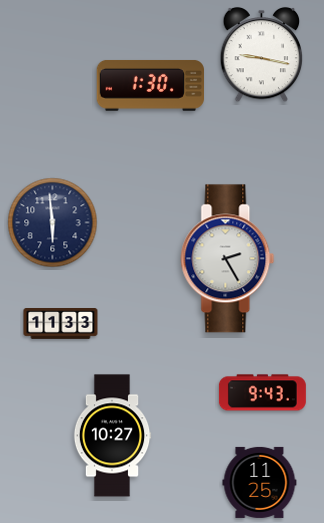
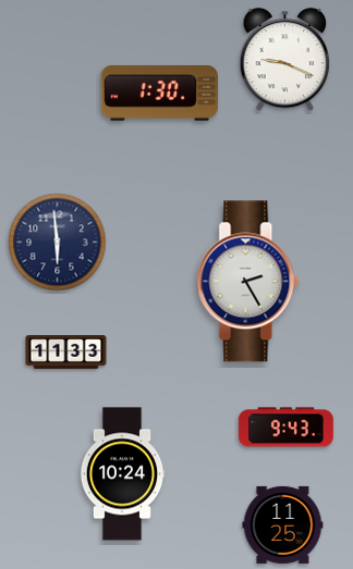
clock at (262, 55): 9:17 -> 9:19
clock at (150, 86) position: (150, 86) -> (159, 94)
clock at (112, 436): 10:27 -> 10:24
